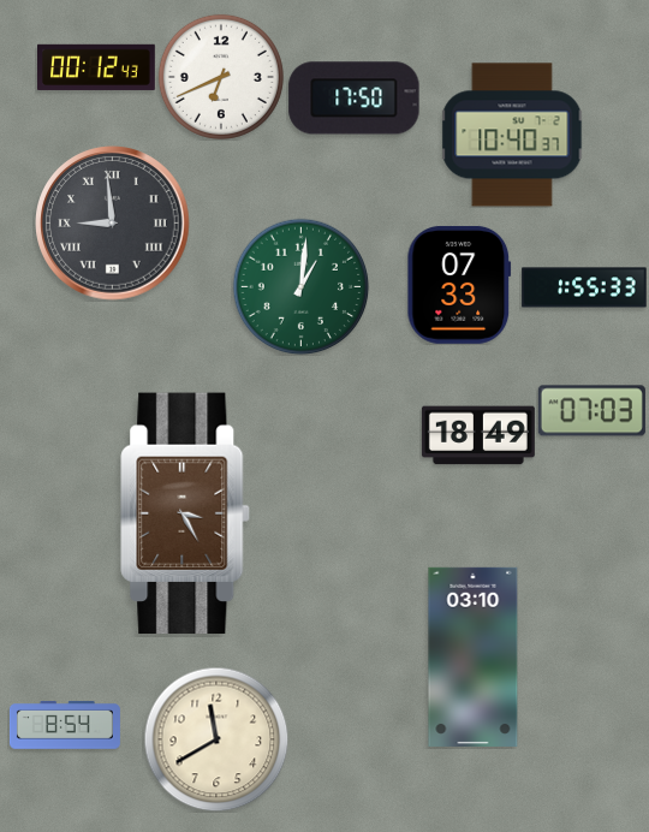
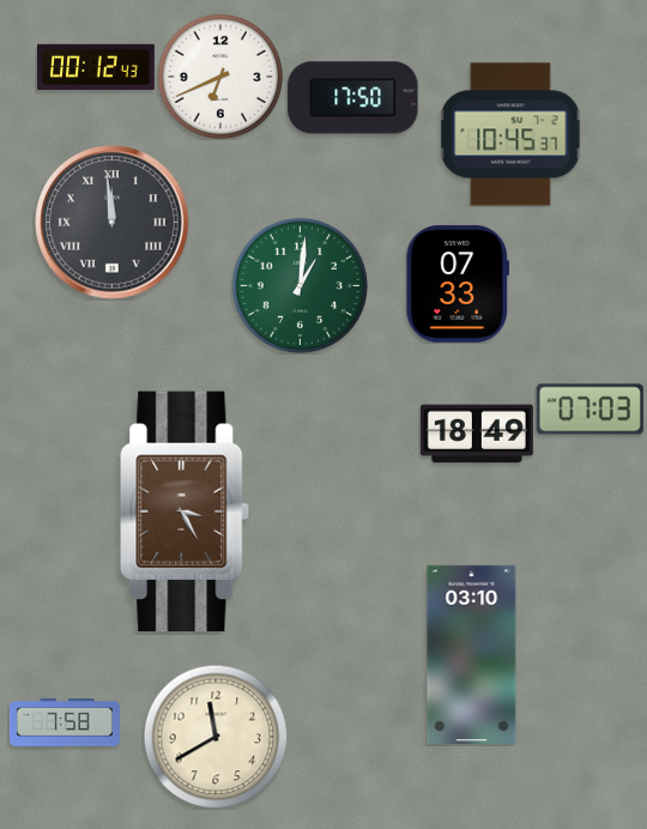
clock at (512, 135): 10:40 -> 10:45
clock at (113, 224): 8:59 -> 11:59
clock at (584, 287): 1:55 -> none
clock at (65, 725): 8:54 -> 7:58
